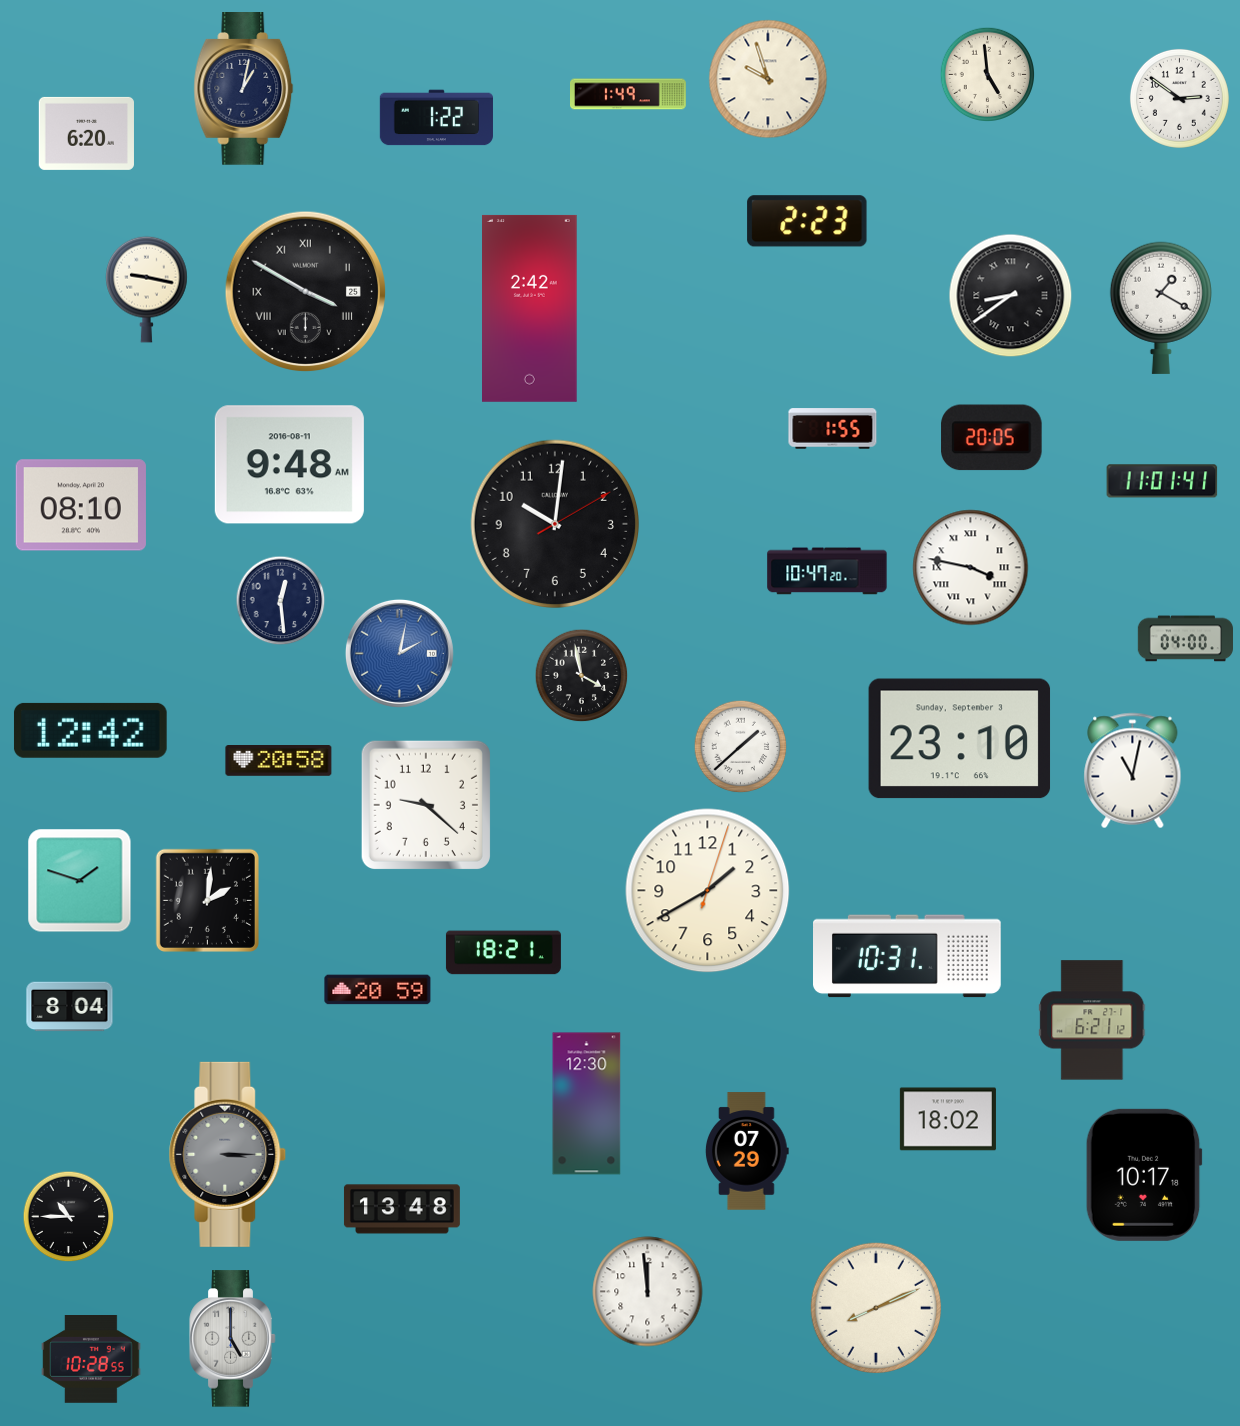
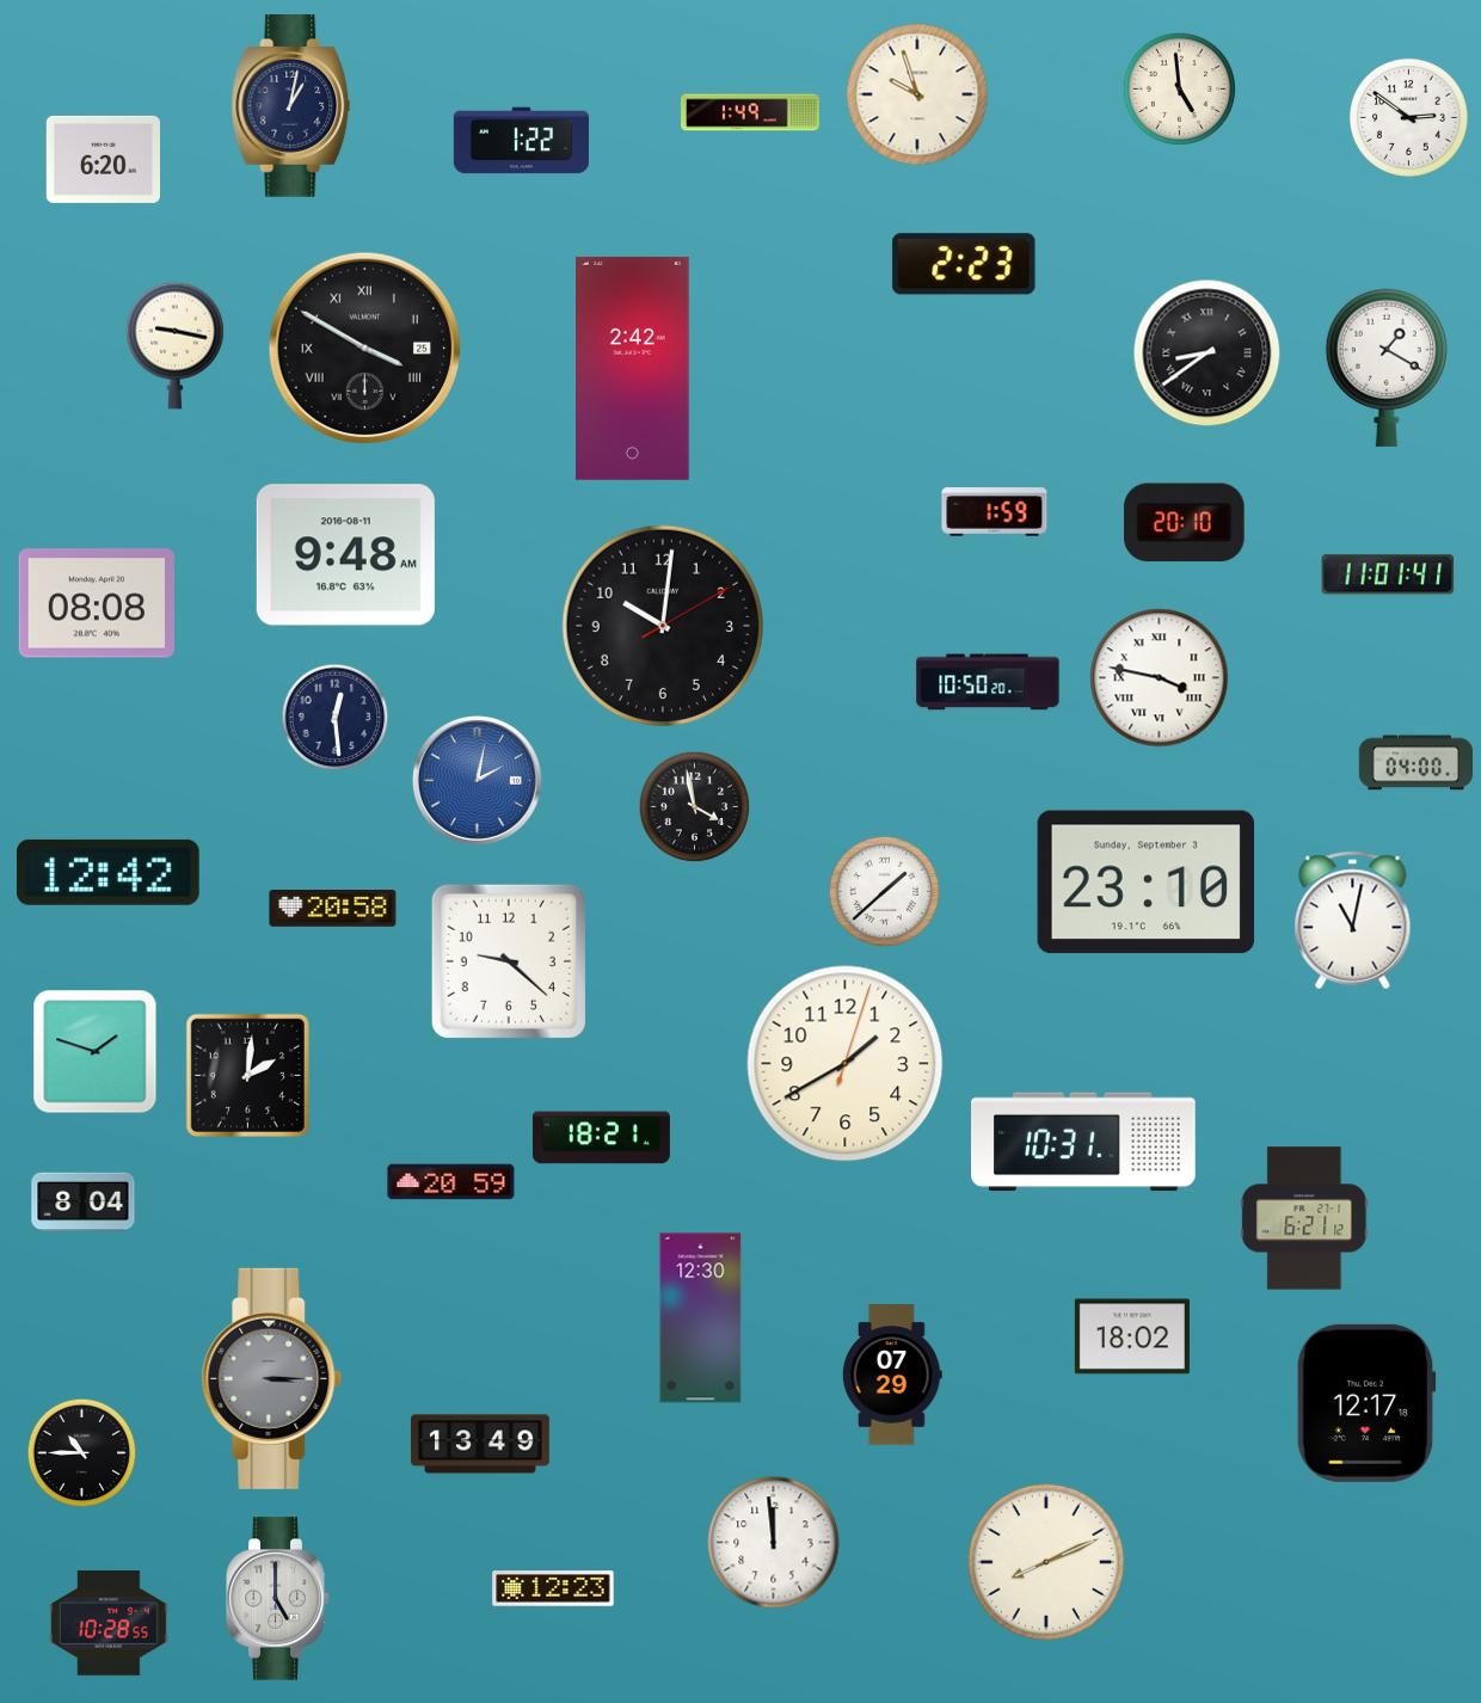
clock at (833, 429): 1:55 -> 1:59
clock at (992, 438): 20:05 -> 20:10
clock at (81, 505): 08:10 -> 08:08
clock at (827, 571): 10:47 -> 10:50
clock at (1144, 1175): 10:17 -> 12:17
clock at (402, 1209): 13:48 -> 13:49
clock at (553, 1588): none -> 12:23
